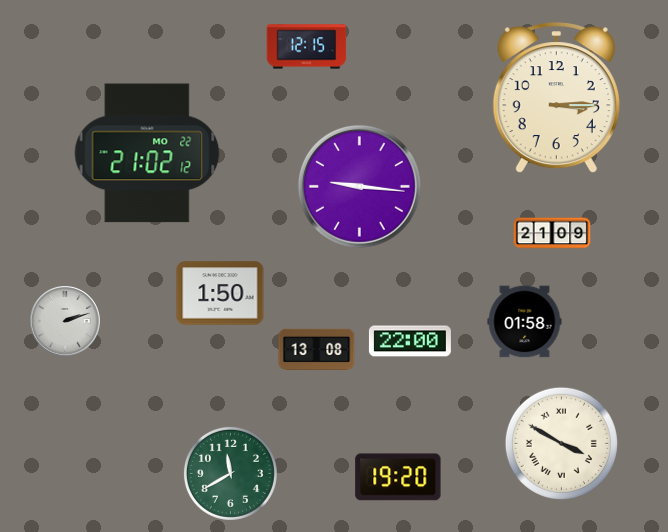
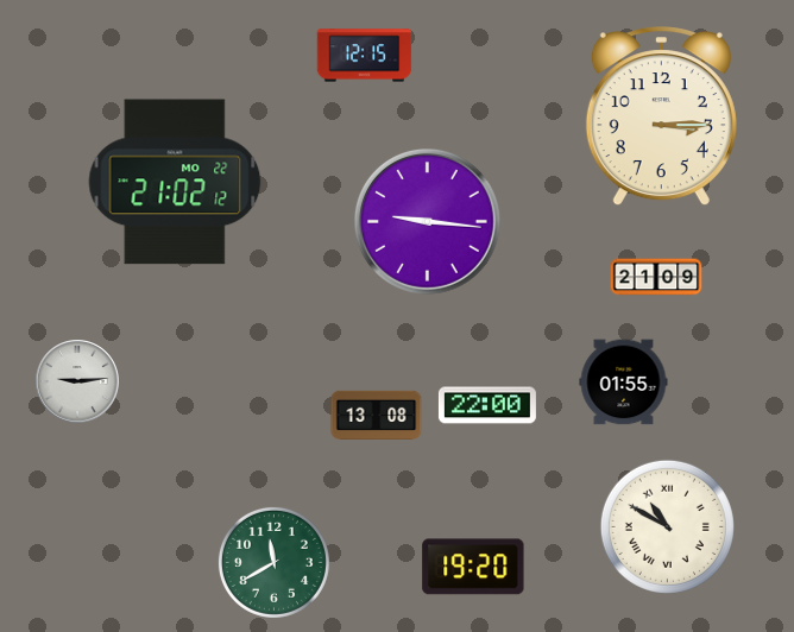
clock at (220, 293): 1:50 -> none
clock at (65, 321): 2:12 -> 9:14
clock at (525, 322): 01:58 -> 01:55
clock at (561, 443): 3:50 -> 10:50
